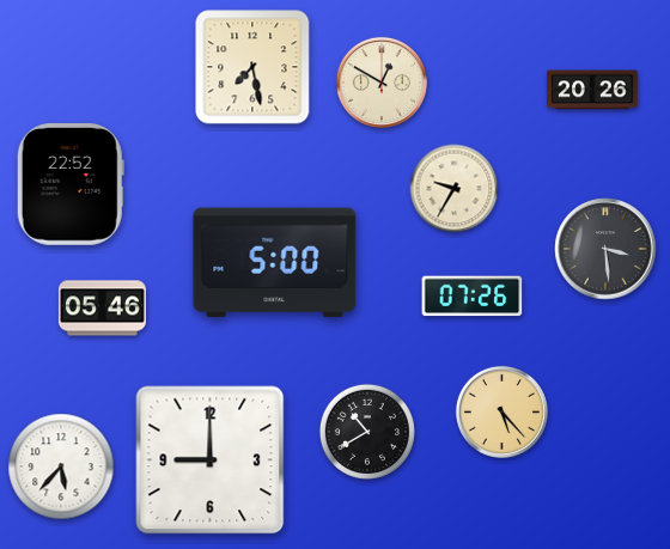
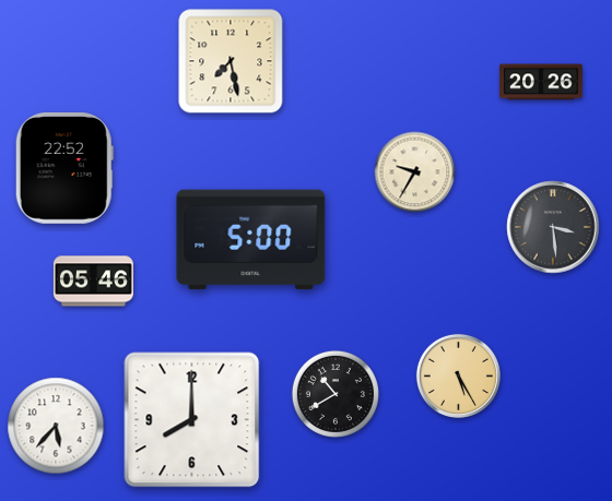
clock at (382, 83): 12:50 -> none
clock at (473, 297): 07:26 -> none
clock at (501, 411): 5:23 -> 5:25
clock at (211, 460): 9:00 -> 8:00
